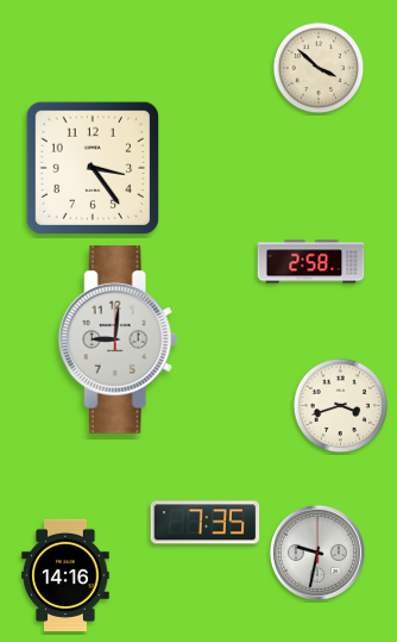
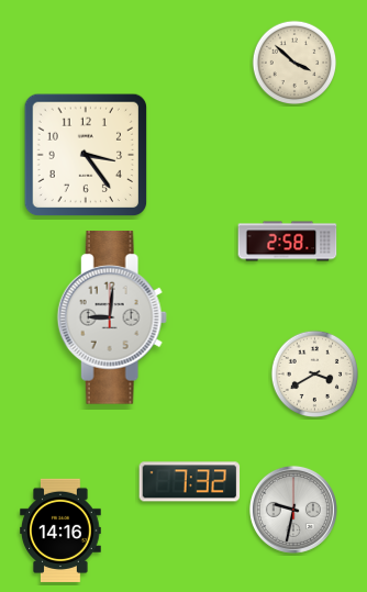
clock at (118, 339) position: (118, 339) -> (112, 317)
clock at (341, 406): 3:42 -> 3:40
clock at (206, 523): 7:35 -> 7:32
